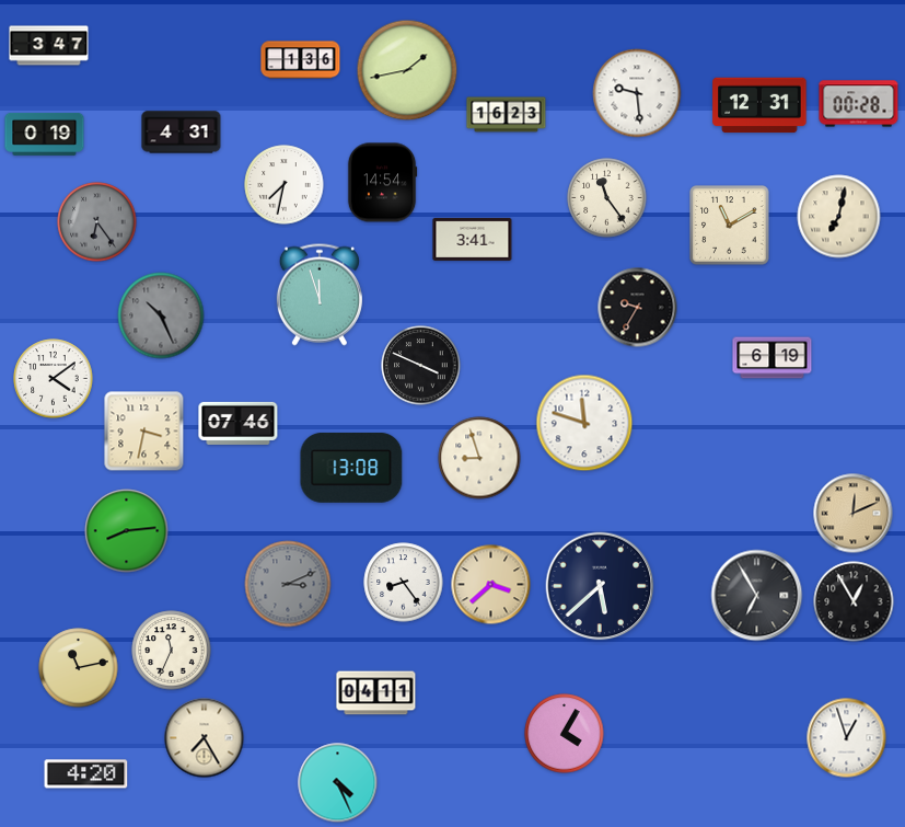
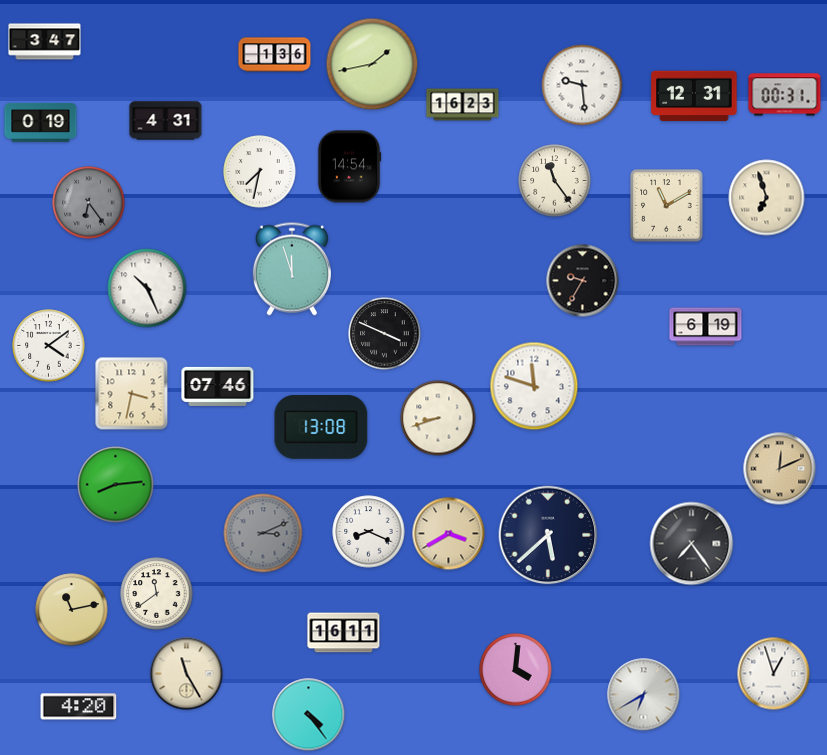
clock at (859, 104): 00:28 -> 00:31
clock at (285, 185) position: (285, 185) -> (260, 172)
clock at (839, 217): 7:02 -> 6:57
clock at (473, 239): 3:41 -> none
clock at (161, 315) dial: grey -> white
clock at (479, 458): 8:57 -> 8:42
clock at (404, 583): 8:24 -> 8:19
clock at (491, 585): 3:38 -> 3:40
clock at (757, 596): 6:55 -> 7:24
clock at (854, 601): 12:55 -> none
clock at (172, 651): 11:34 -> 11:39
clock at (376, 693): 04:11 -> 16:11
clock at (565, 734): 4:05 -> 4:01
clock at (205, 738): 7:25 -> 11:25
clock at (644, 695): none -> 6:40
clock at (338, 783): 4:26 -> 4:24
